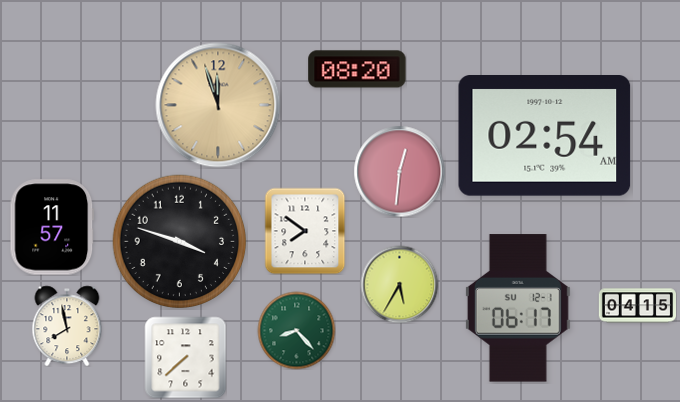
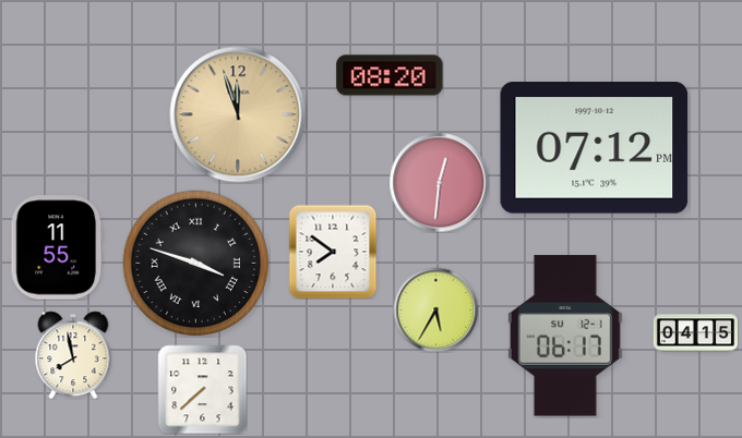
clock at (545, 136): 02:54 -> 07:12
clock at (399, 171) position: (399, 171) -> (439, 182)
clock at (52, 227): 11:57 -> 11:55
clock at (180, 242) numerals: Arabic -> Roman
clock at (296, 330): 8:23 -> none
